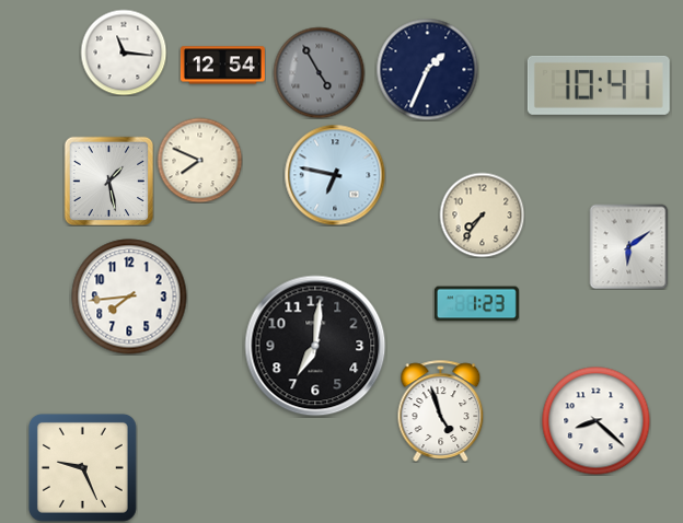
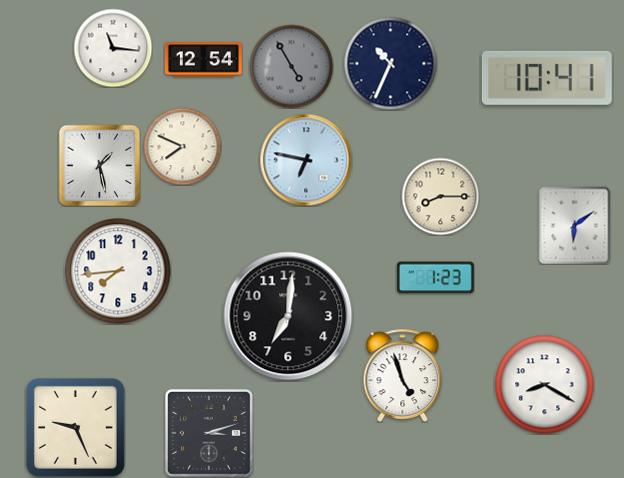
clock at (427, 69): 1:34 -> 10:34
clock at (482, 214): 7:36 -> 8:15
clock at (597, 421): 8:22 -> 8:20
clock at (209, 433): none -> 3:12
